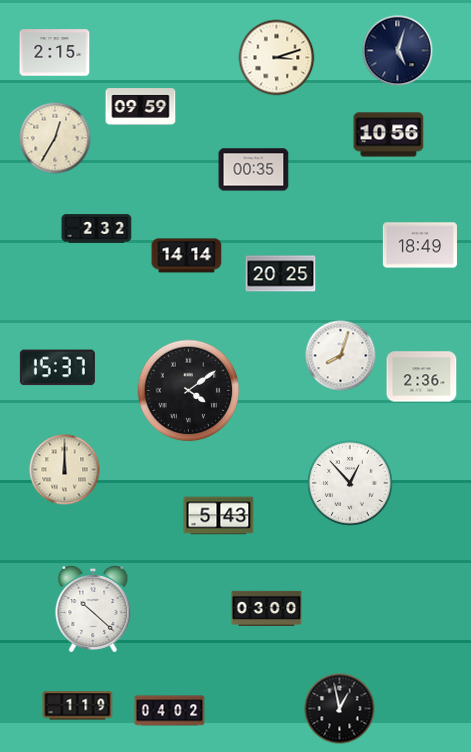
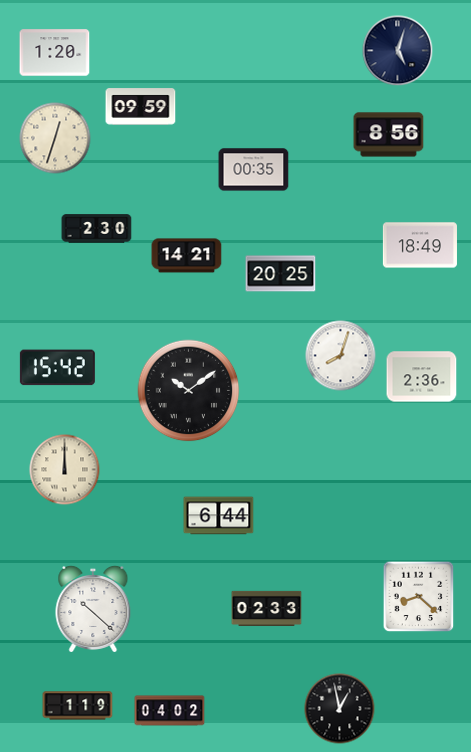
clock at (55, 53): 2:15 -> 1:20
clock at (277, 58): 3:12 -> none
clock at (389, 135): 10:56 -> 8:56
clock at (55, 138): 12:35 -> 12:33
clock at (97, 229): 2:32 -> 2:30
clock at (187, 256): 14:14 -> 14:21
clock at (57, 368): 15:37 -> 15:42
clock at (189, 391): 4:09 -> 10:09
clock at (351, 484): 12:53 -> none
clock at (219, 516): 5:43 -> 6:44
clock at (419, 597): none -> 8:22
clock at (267, 608): 03:00 -> 02:33
